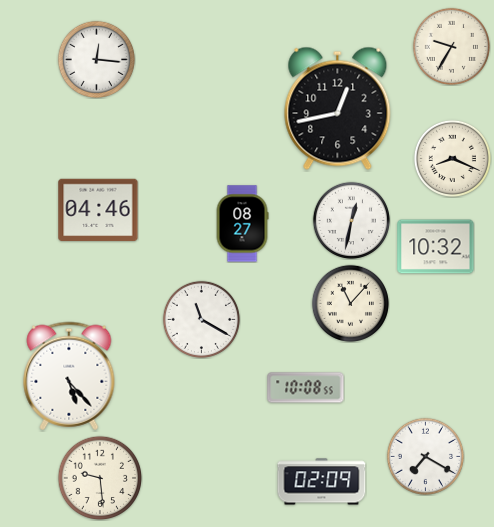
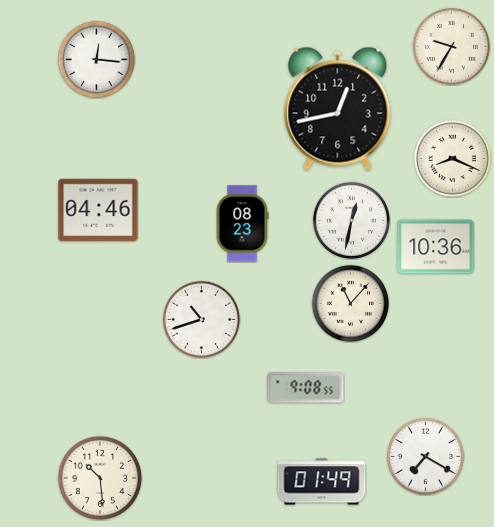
clock at (242, 224): 08:27 -> 08:23
clock at (436, 247): 10:32 -> 10:36
clock at (201, 319): 11:20 -> 10:42
clock at (69, 376): 5:23 -> none
clock at (306, 388): 10:08 -> 9:08
clock at (100, 478): 9:29 -> 10:29
clock at (322, 482): 02:09 -> 01:49
